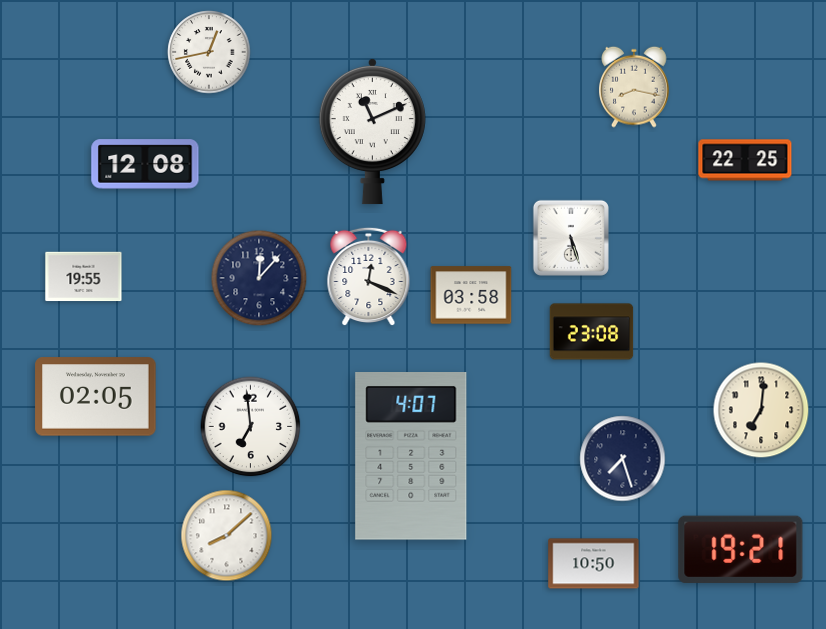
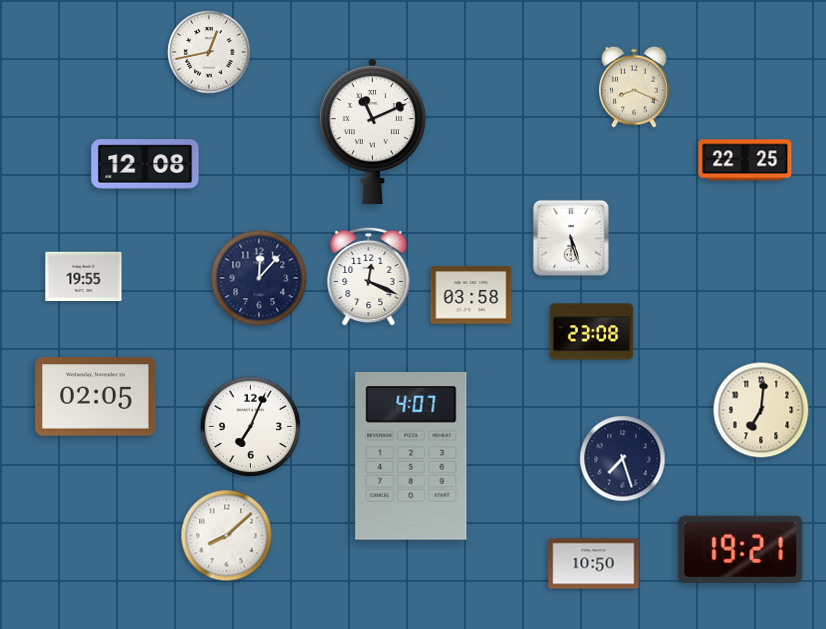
clock at (635, 87): 8:17 -> 8:19
clock at (251, 427): 6:59 -> 7:04
